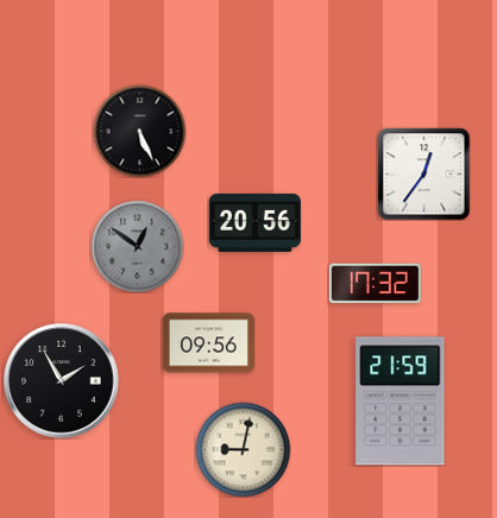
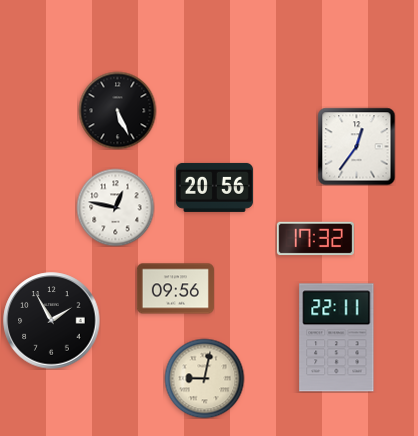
clock at (137, 246): 12:51 -> 12:47
clock at (137, 246) dial: grey -> white
clock at (401, 402): 21:59 -> 22:11
